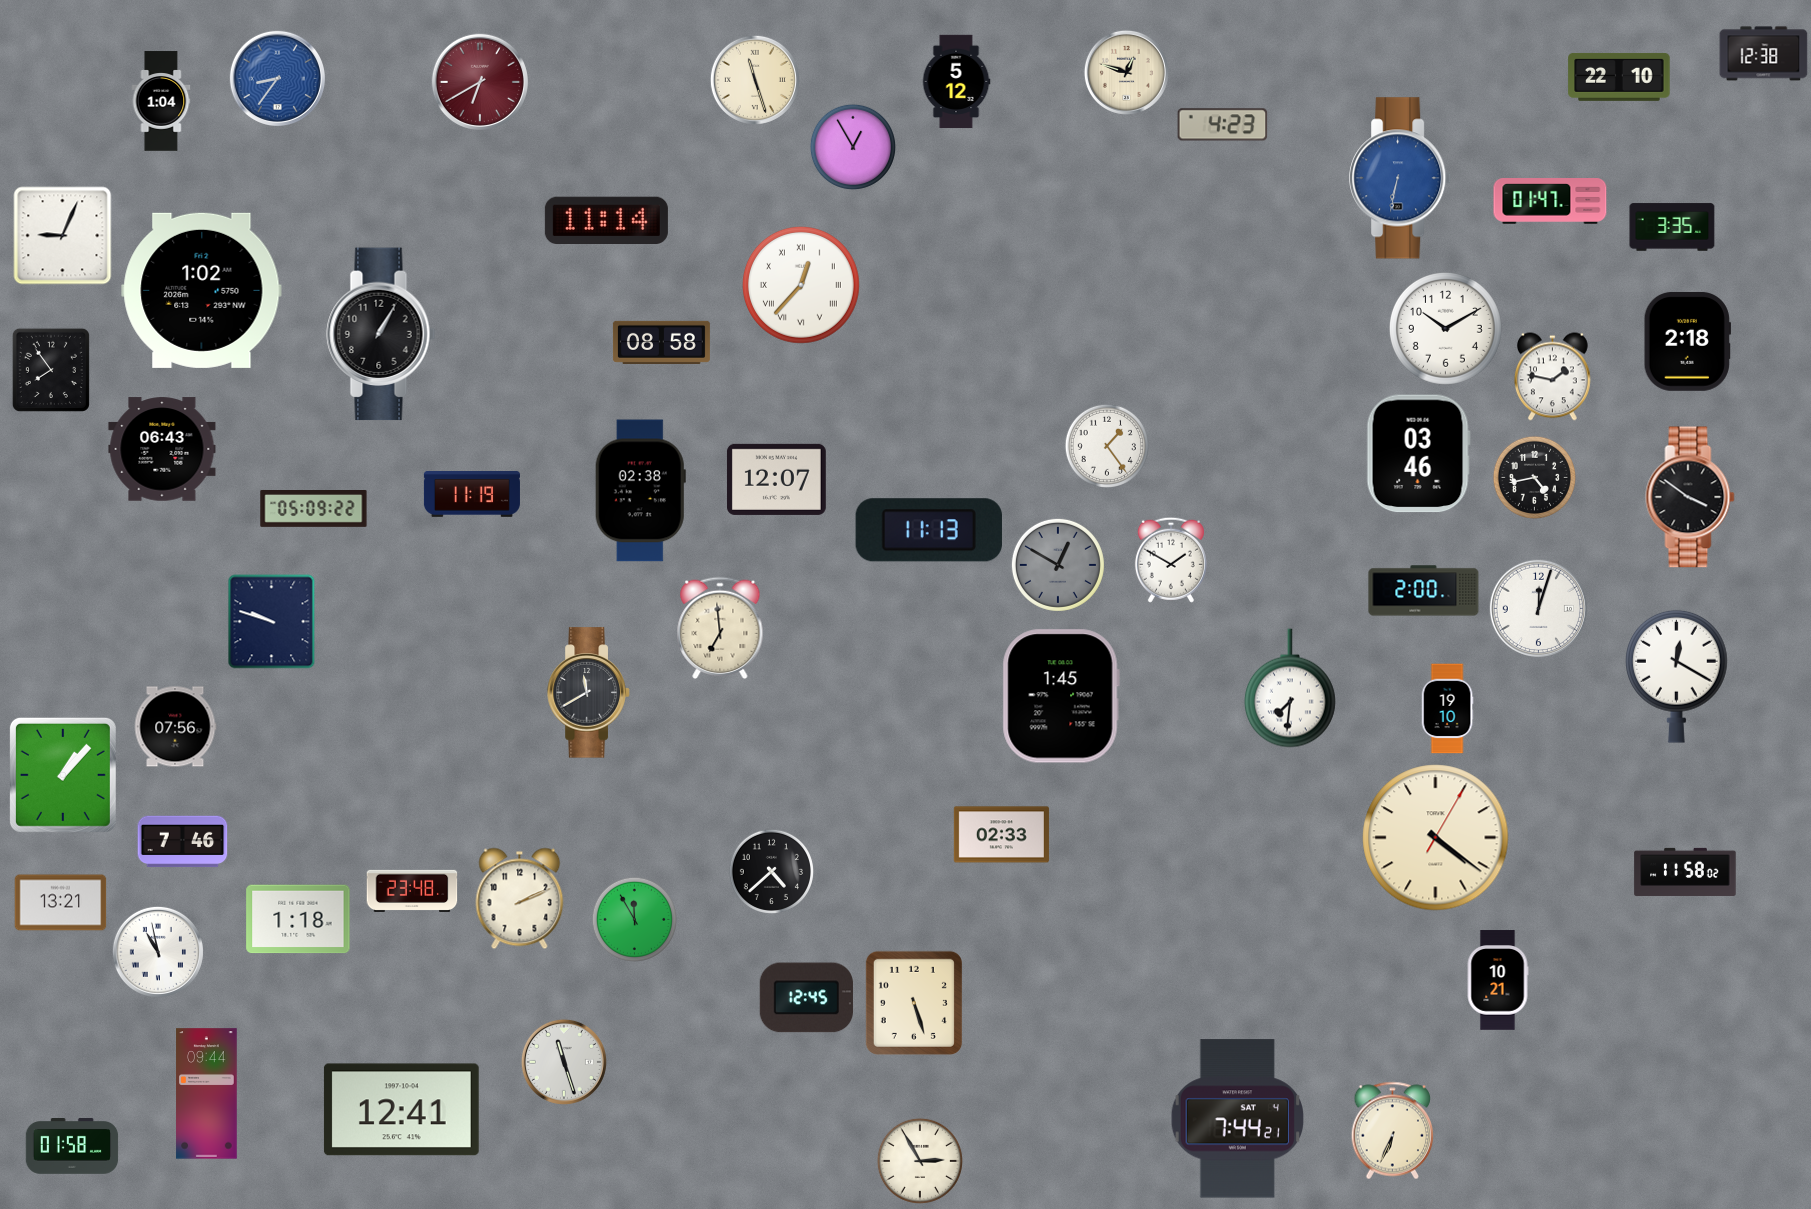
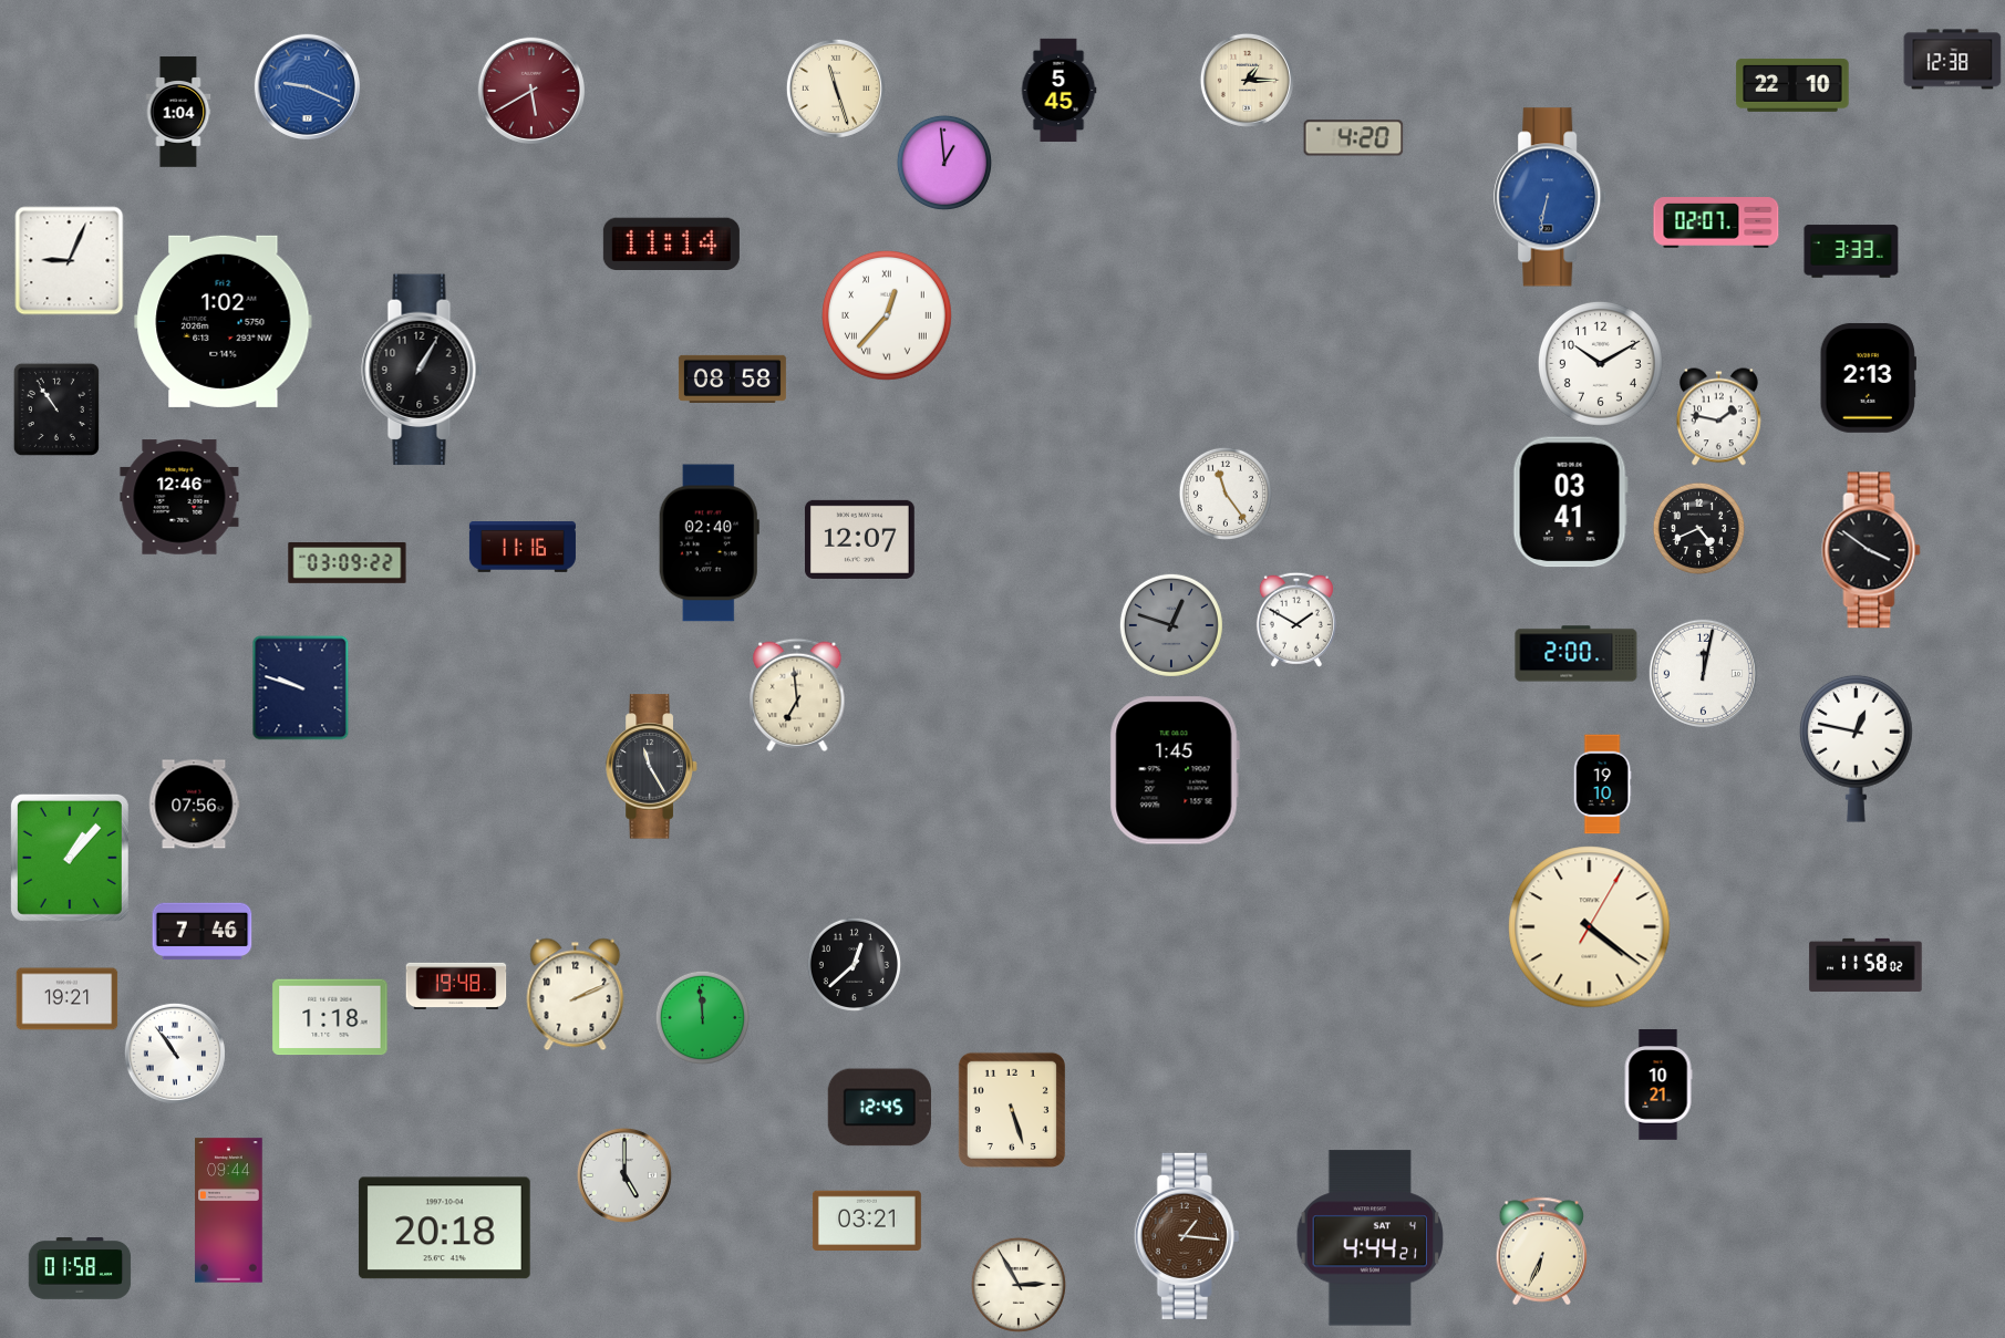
clock at (1126, 72): 12:48 -> 1:15
clock at (277, 78): 8:36 -> 9:19
clock at (480, 82): 6:40 -> 5:40
clock at (956, 82): 5:12 -> 5:45
clock at (1223, 125): 4:23 -> 4:20
clock at (853, 147): 12:55 -> 12:59
clock at (1550, 202): 01:47 -> 02:07
clock at (1672, 227): 3:35 -> 3:33
clock at (1687, 341): 2:18 -> 2:13
clock at (51, 370): 7:54 -> 10:54
clock at (1107, 446): 1:24 -> 11:24
clock at (162, 449): 06:43 -> 12:46
clock at (1418, 454): 03:46 -> 03:41
clock at (1534, 477): 4:43 -> 4:41
clock at (776, 479) position: (776, 479) -> (859, 539)
clock at (640, 491): 02:38 -> 02:40
clock at (472, 495): 11:19 -> 11:16
clock at (314, 509): 05:09 -> 03:09
clock at (929, 530): 11:13 -> none
clock at (1058, 565): 12:50 -> 12:48
clock at (1538, 608): 12:03 -> 12:02
clock at (1677, 676): 12:20 -> 12:47
clock at (1290, 688): 7:31 -> none
clock at (589, 693): 11:40 -> 11:25
clock at (1001, 835): 02:33 -> none
clock at (771, 871): 4:38 -> 12:38
clock at (412, 891): 23:48 -> 19:48
clock at (61, 903): 13:21 -> 19:21
clock at (634, 919): 11:55 -> 11:59
clock at (158, 952): 10:58 -> 10:54
clock at (806, 998) position: (806, 998) -> (879, 1108)
clock at (564, 1062): 11:27 -> 5:00
clock at (867, 1220): none -> 03:21
clock at (401, 1110): 12:41 -> 20:18
clock at (1187, 1236): none -> 1:16
clock at (1237, 1119): 7:44 -> 4:44
